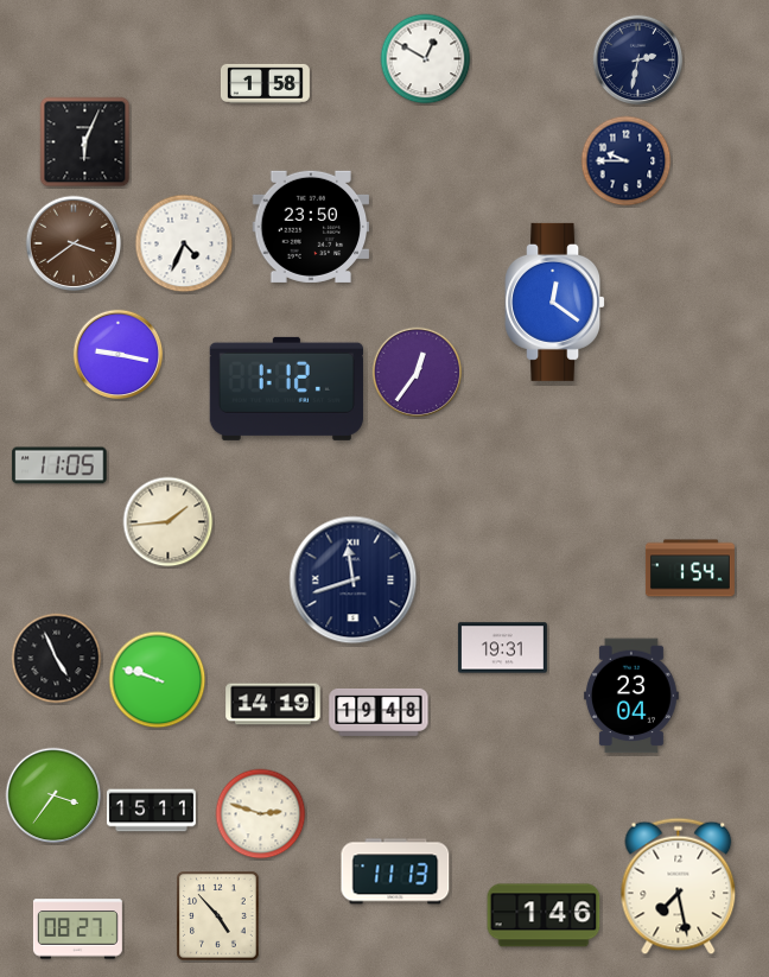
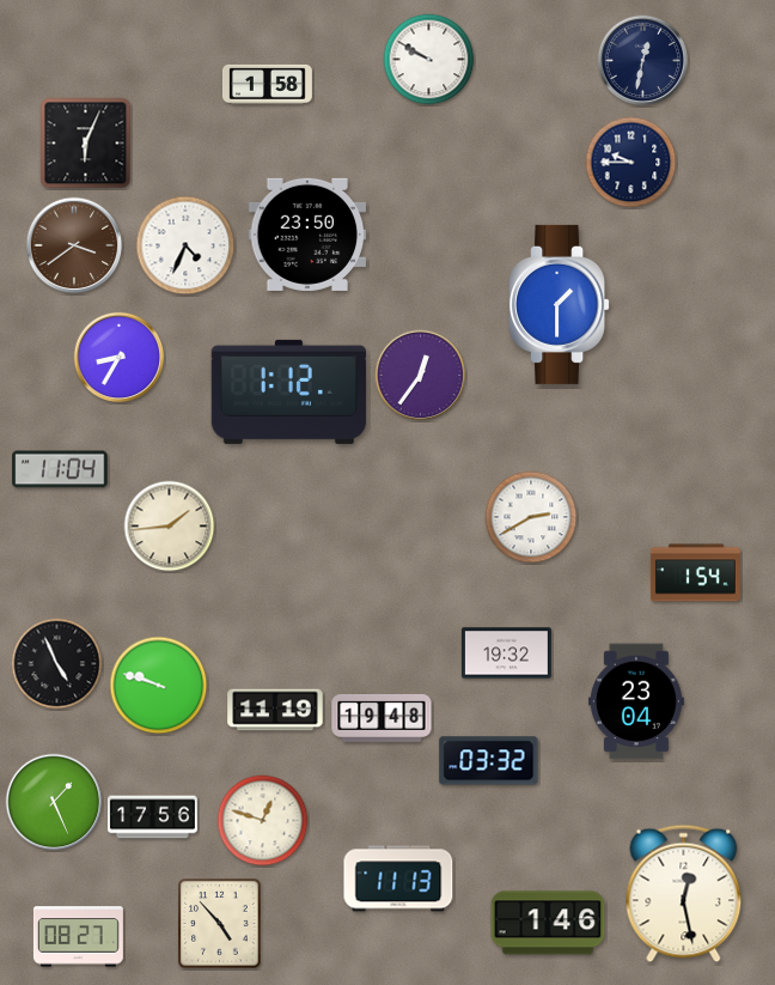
clock at (426, 59): 12:50 -> 9:50
clock at (638, 61): 2:32 -> 12:32
clock at (311, 227) position: (311, 227) -> (307, 235)
clock at (555, 302): 12:21 -> 1:30
clock at (119, 355): 9:17 -> 8:35
clock at (59, 465): 11:05 -> 11:04
clock at (531, 517): none -> 2:40
clock at (354, 581): 11:42 -> none
clock at (502, 648): 19:31 -> 19:32
clock at (273, 704): 14:19 -> 11:19
clock at (489, 761): none -> 03:32
clock at (53, 795): 3:36 -> 1:26
clock at (151, 811): 15:11 -> 17:56
clock at (261, 814): 2:48 -> 12:48
clock at (679, 887): 7:28 -> 12:28
